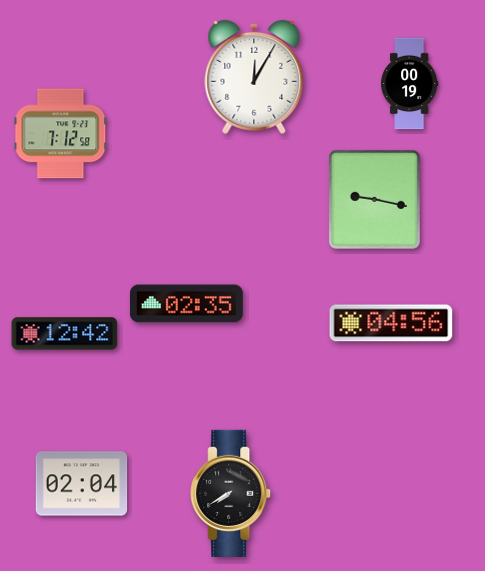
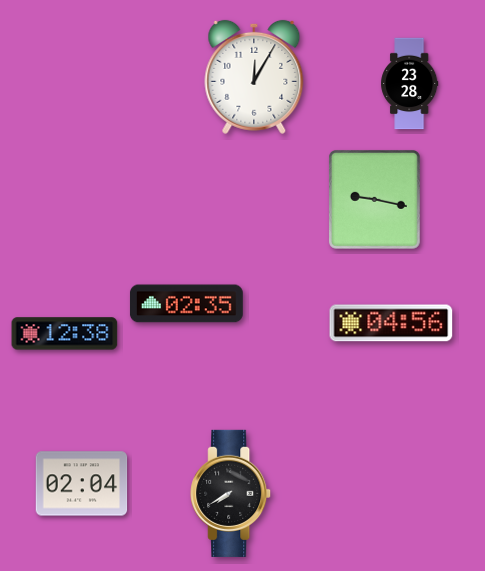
clock at (410, 84): 00:19 -> 23:28
clock at (61, 134): 7:12 -> none
clock at (65, 334): 12:42 -> 12:38
